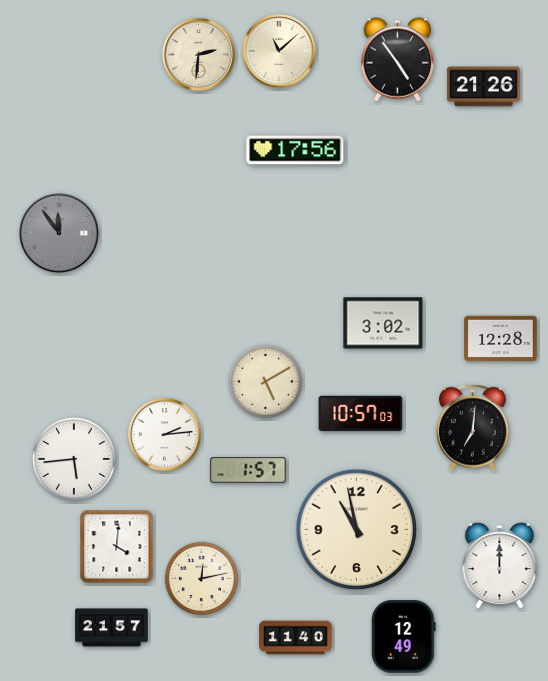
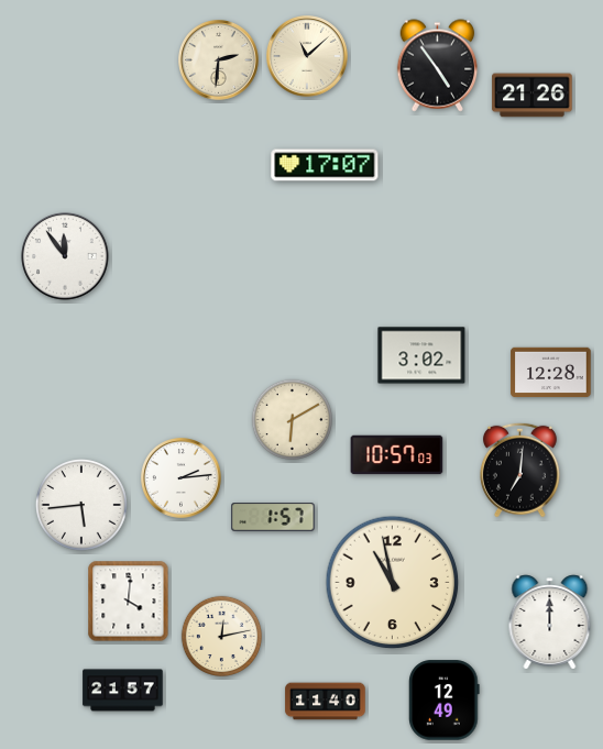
clock at (295, 150): 17:56 -> 17:07
clock at (59, 233) dial: grey -> white
clock at (266, 382): 5:10 -> 6:10
